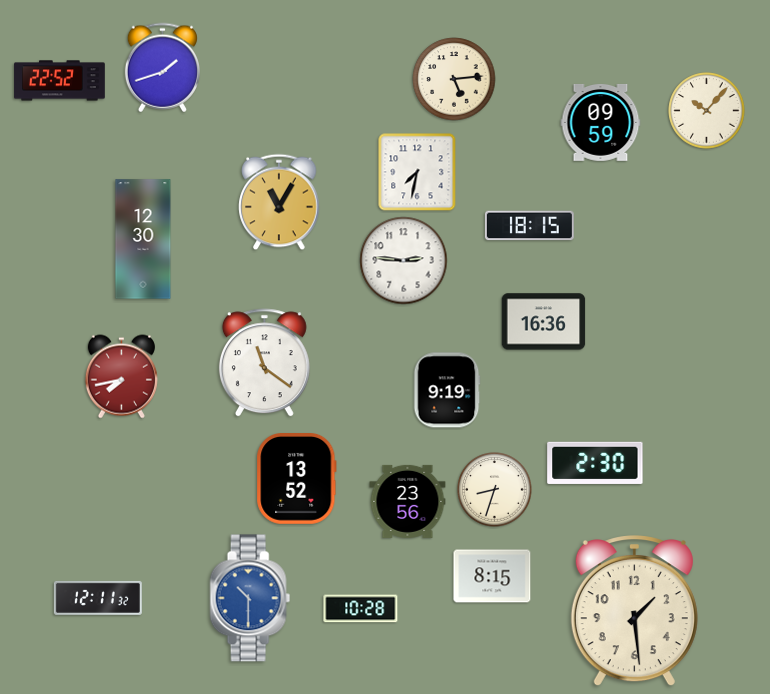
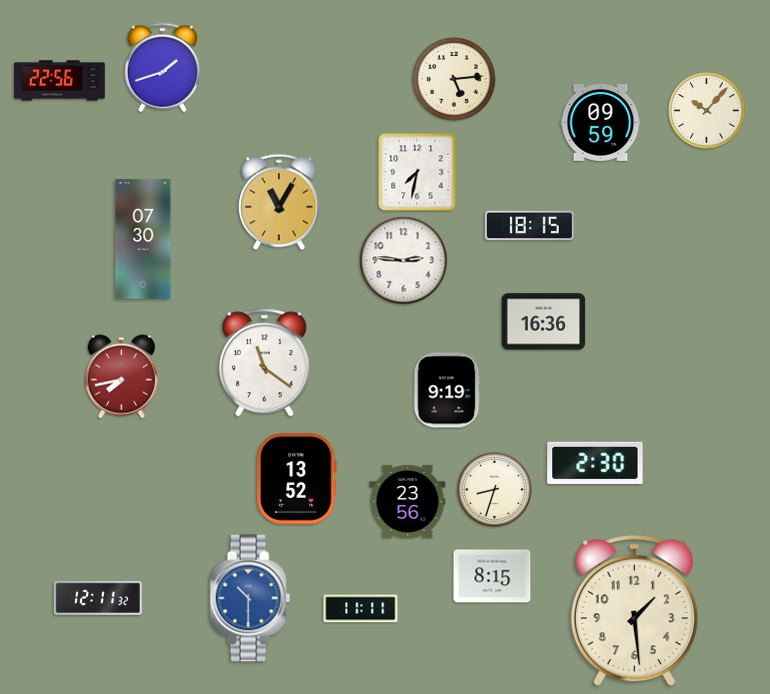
clock at (60, 81): 22:52 -> 22:56
clock at (143, 239): 12:30 -> 07:30
clock at (361, 609): 10:28 -> 11:11
